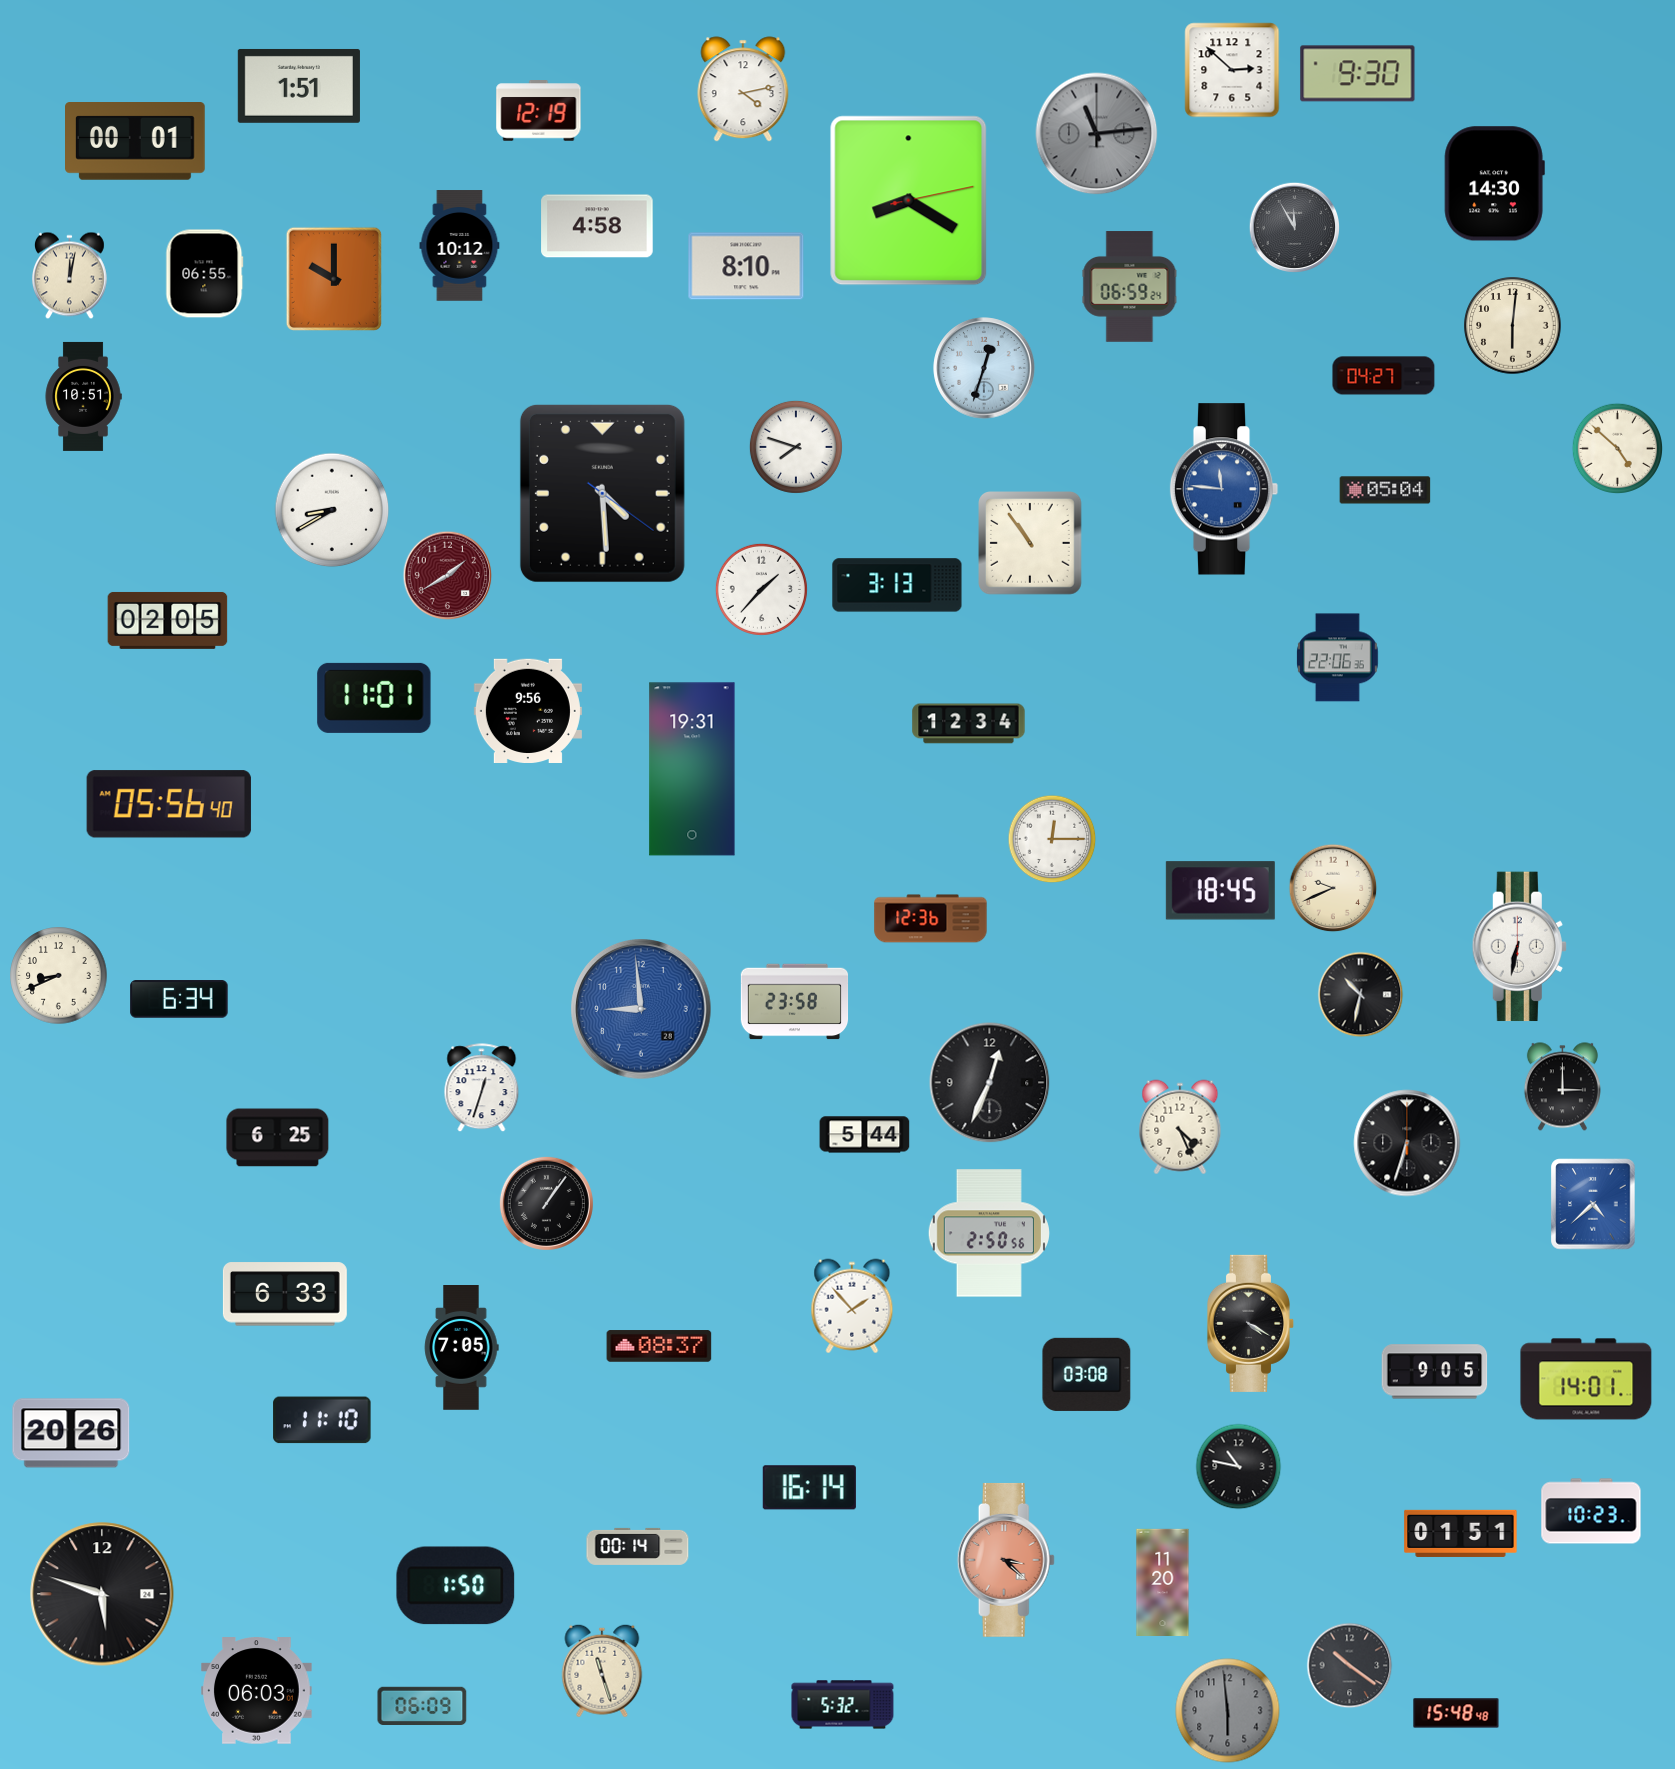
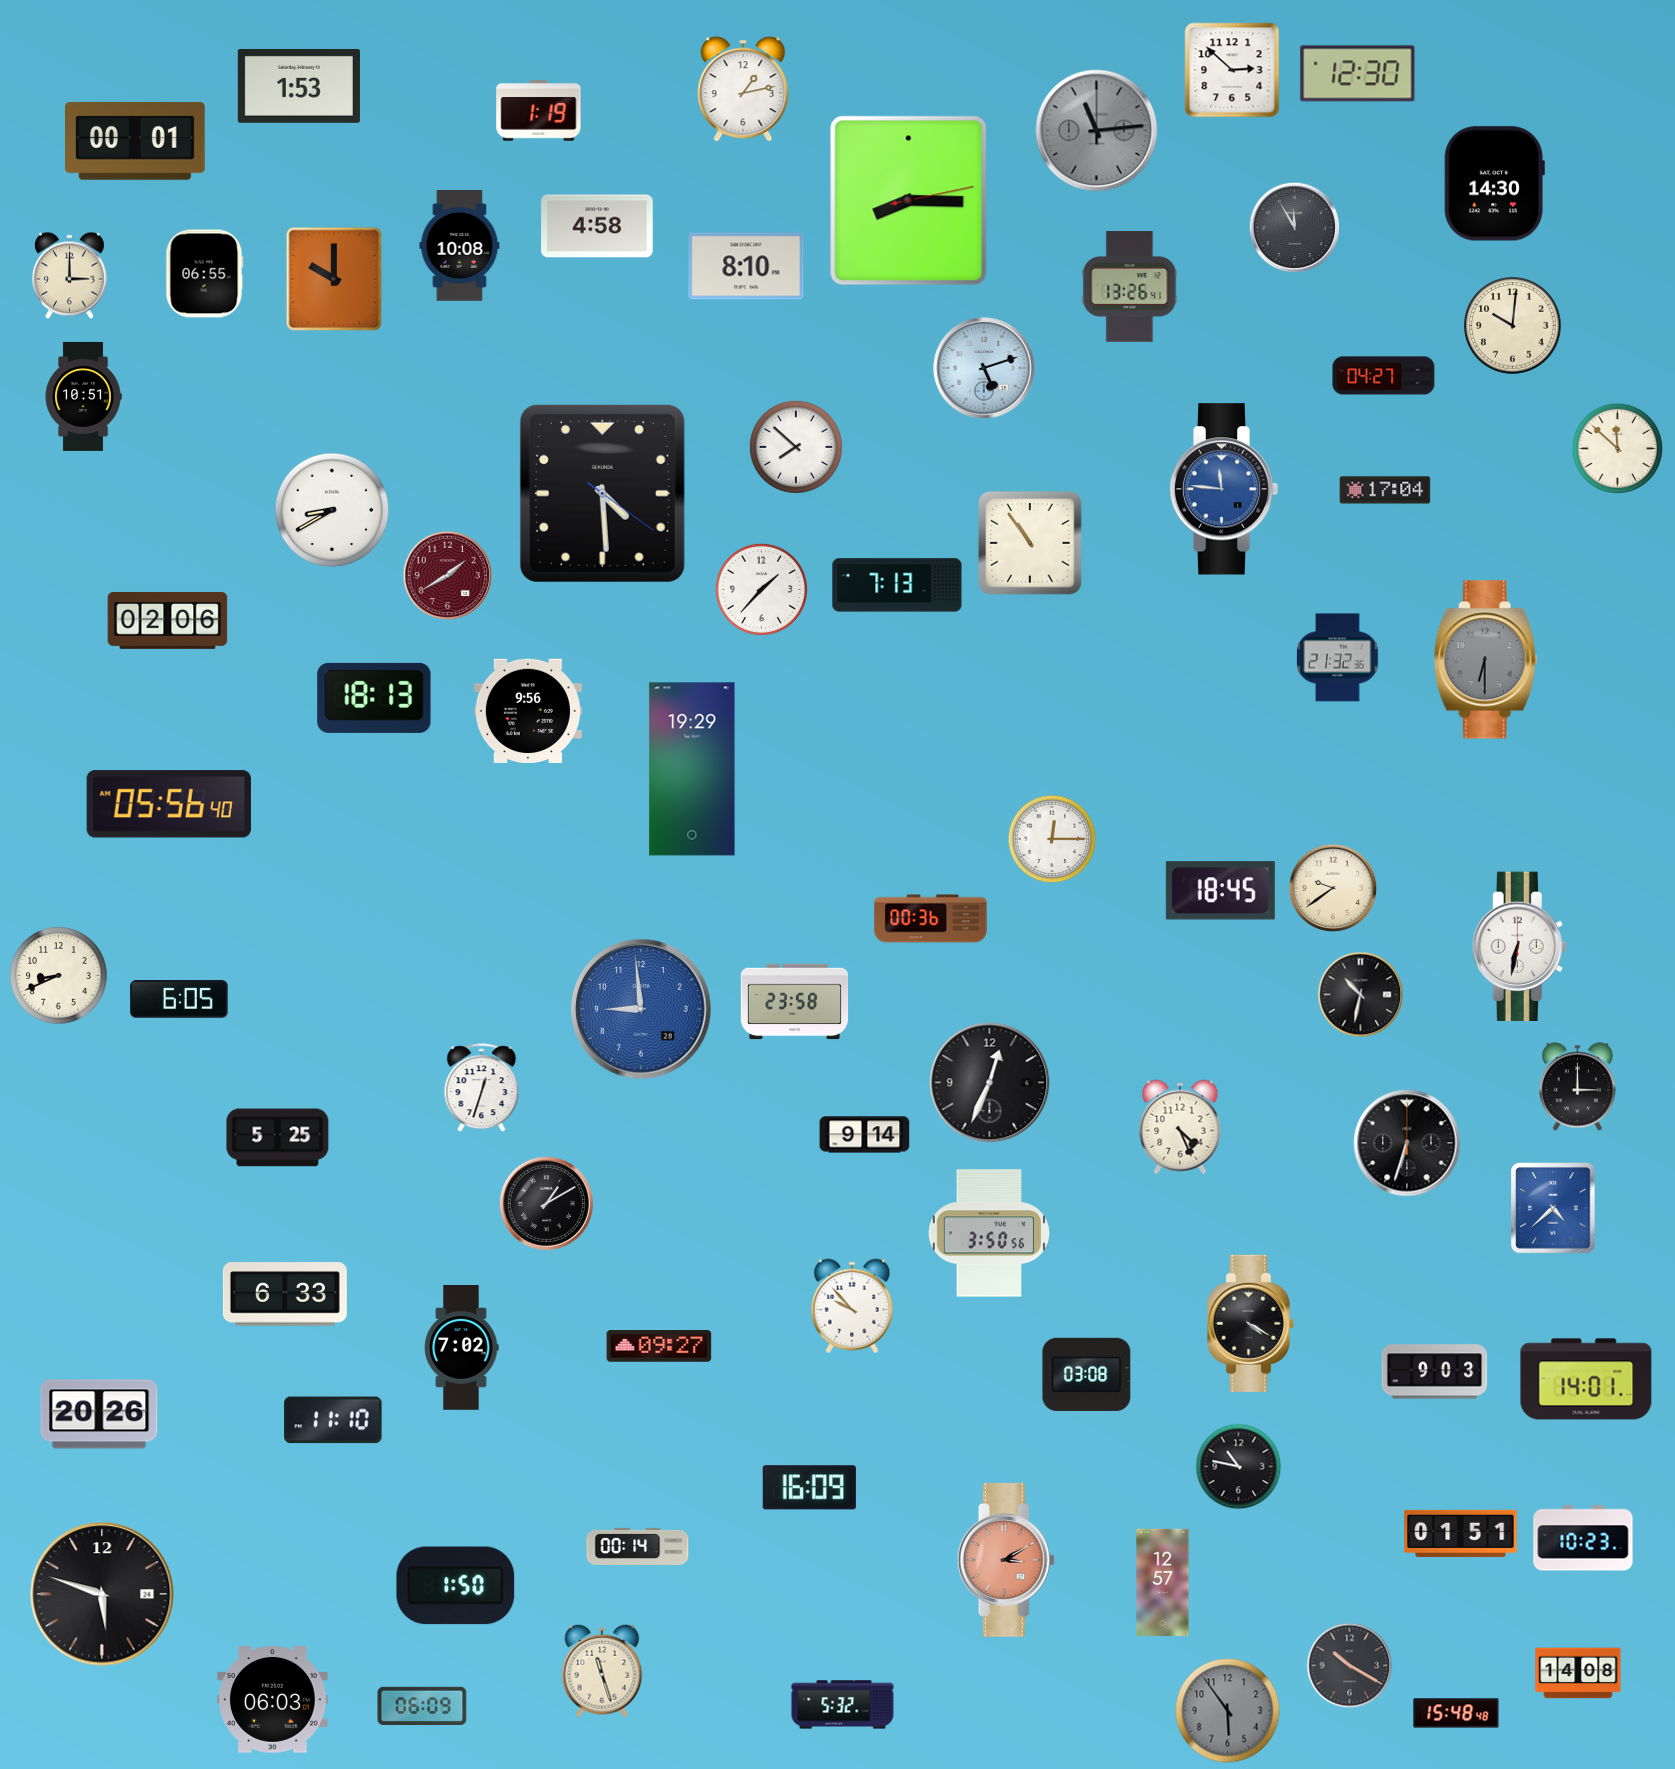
clock at (1358, 74): 9:30 -> 12:30
clock at (299, 86): 1:51 -> 1:53
clock at (743, 89): 4:13 -> 1:13
clock at (539, 111): 12:19 -> 1:19
clock at (1097, 134) position: (1097, 134) -> (1097, 131)
clock at (909, 201): 8:20 -> 8:15
clock at (460, 246): 10:12 -> 10:08
clock at (69, 276): 12:02 -> 3:00
clock at (1130, 287): 06:59 -> 13:26
clock at (1513, 326): 6:01 -> 10:01
clock at (984, 368): 12:33 -> 5:12
clock at (796, 447): 7:48 -> 7:52
clock at (1617, 448): 4:52 -> 11:52
clock at (1385, 490): 05:04 -> 17:04
clock at (897, 585): 3:13 -> 7:13
clock at (168, 620): 02:05 -> 02:06
clock at (1338, 658): 22:06 -> 21:32
clock at (1485, 660): none -> 6:30
clock at (374, 698): 11:01 -> 18:13
clock at (969, 724): 12:34 -> none
clock at (692, 769): 19:31 -> 19:29
clock at (1333, 888): 9:41 -> 9:39
clock at (931, 919): 12:36 -> 00:36
clock at (179, 999): 6:34 -> 6:05
clock at (1562, 1087) position: (1562, 1087) -> (1577, 1087)
clock at (865, 1135): 5:44 -> 9:14
clock at (278, 1138): 6:25 -> 5:25
clock at (546, 1203): 1:06 -> 1:10
clock at (1593, 1204) position: (1593, 1204) -> (1553, 1208)
clock at (989, 1233): 2:50 -> 3:50
clock at (852, 1306): 1:53 -> 9:53
clock at (659, 1346): 08:37 -> 09:27
clock at (461, 1348): 7:05 -> 7:02
clock at (1435, 1372): 9:05 -> 9:03
clock at (322, 1420) position: (322, 1420) -> (333, 1420)
clock at (71, 1433) position: (71, 1433) -> (99, 1414)
clock at (809, 1488): 16:14 -> 16:09
clock at (1591, 1511) position: (1591, 1511) -> (1583, 1538)
clock at (1006, 1560): 3:22 -> 3:10
clock at (1163, 1583): 11:20 -> 12:57
clock at (1350, 1666): 10:21 -> 10:20
clock at (1578, 1673): none -> 14:08
clock at (257, 1691) position: (257, 1691) -> (273, 1700)
clock at (1228, 1711): 5:59 -> 5:54
